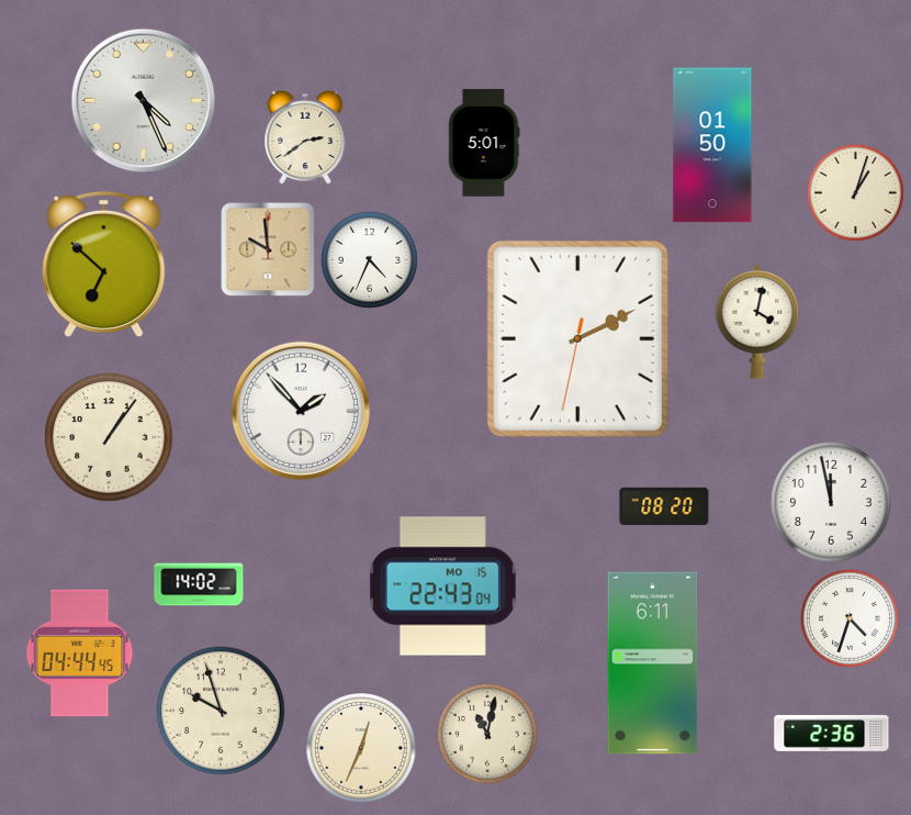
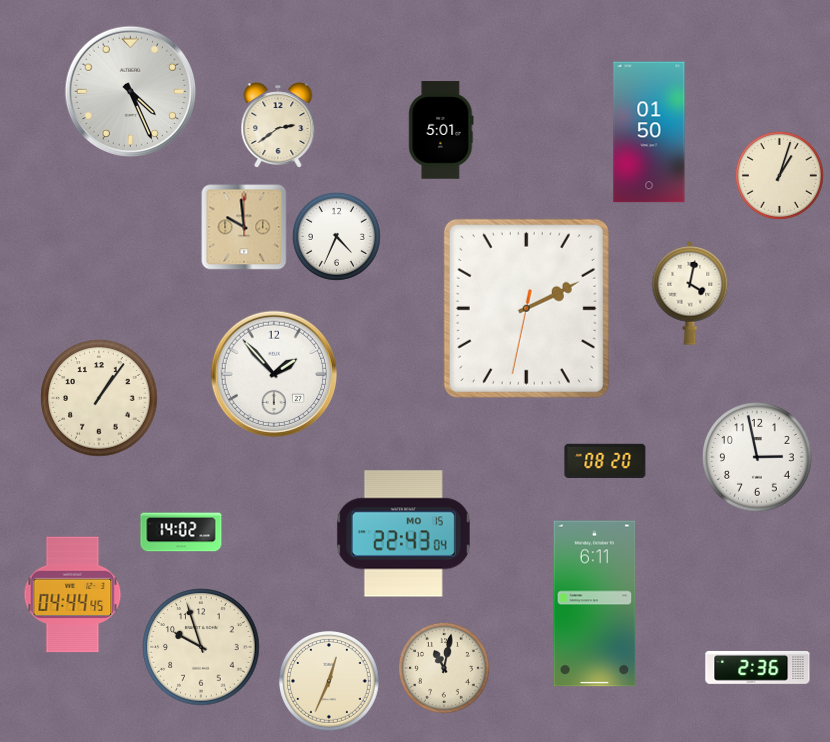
clock at (104, 265): 6:52 -> none
clock at (831, 502): 11:58 -> 2:58
clock at (850, 618): 4:33 -> none
